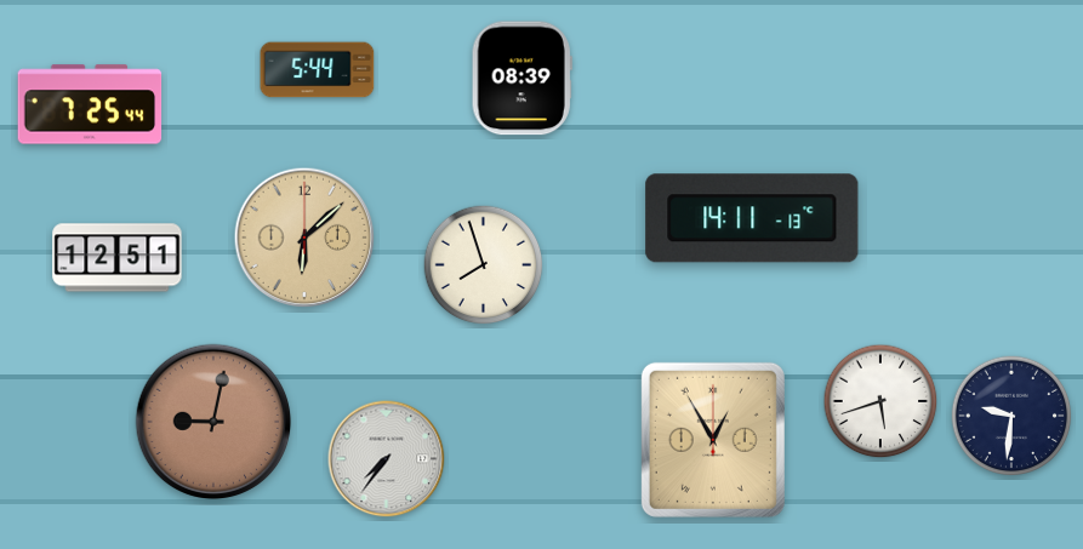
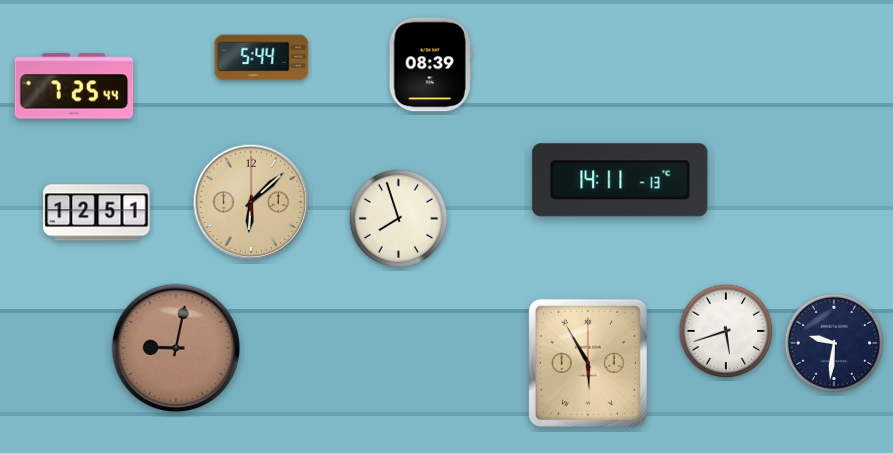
clock at (304, 238) position: (304, 238) -> (251, 202)
clock at (713, 440): 12:55 -> 5:55
clock at (387, 459): 7:36 -> none
